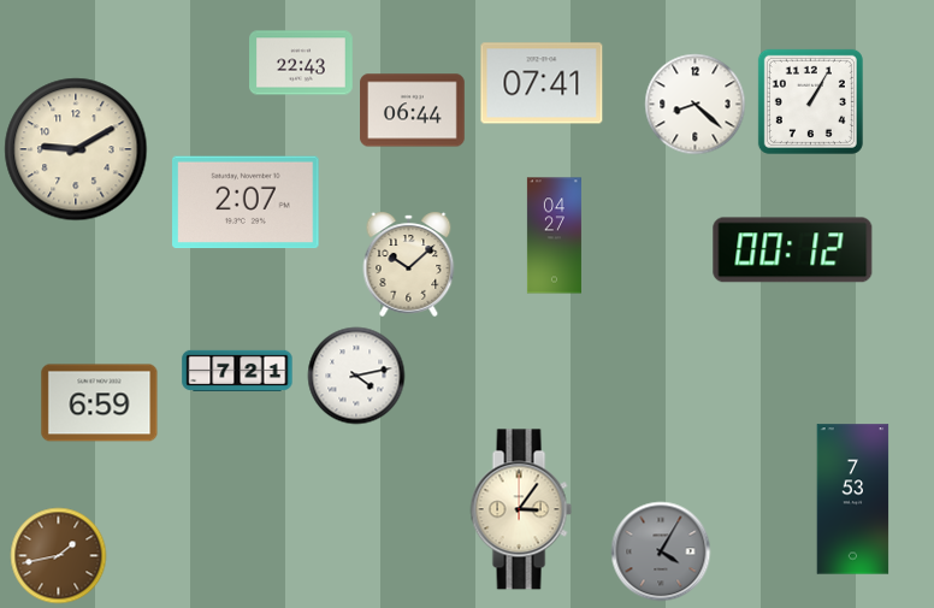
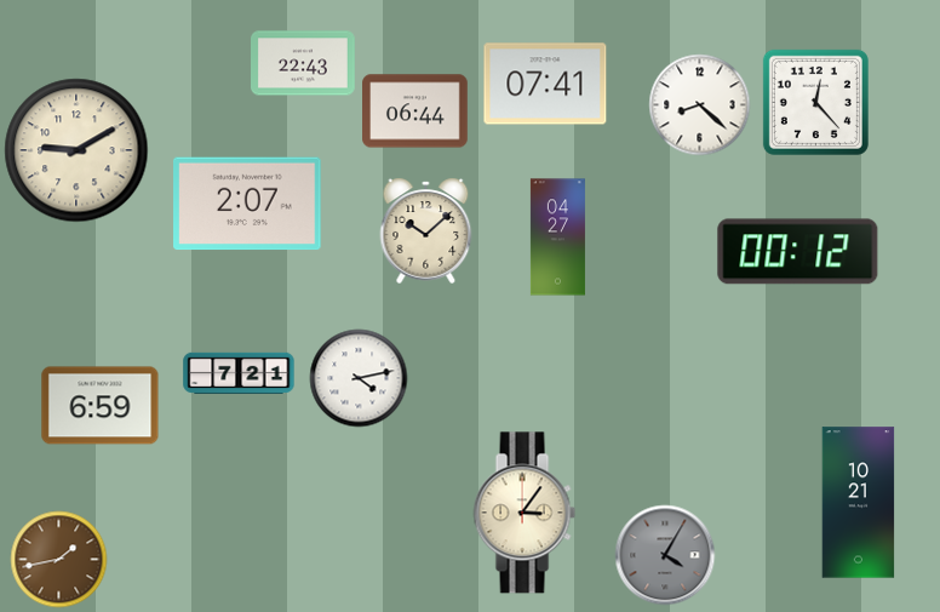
clock at (810, 101): 1:05 -> 12:23
clock at (409, 264) position: (409, 264) -> (426, 230)
clock at (853, 500): 7:53 -> 10:21
